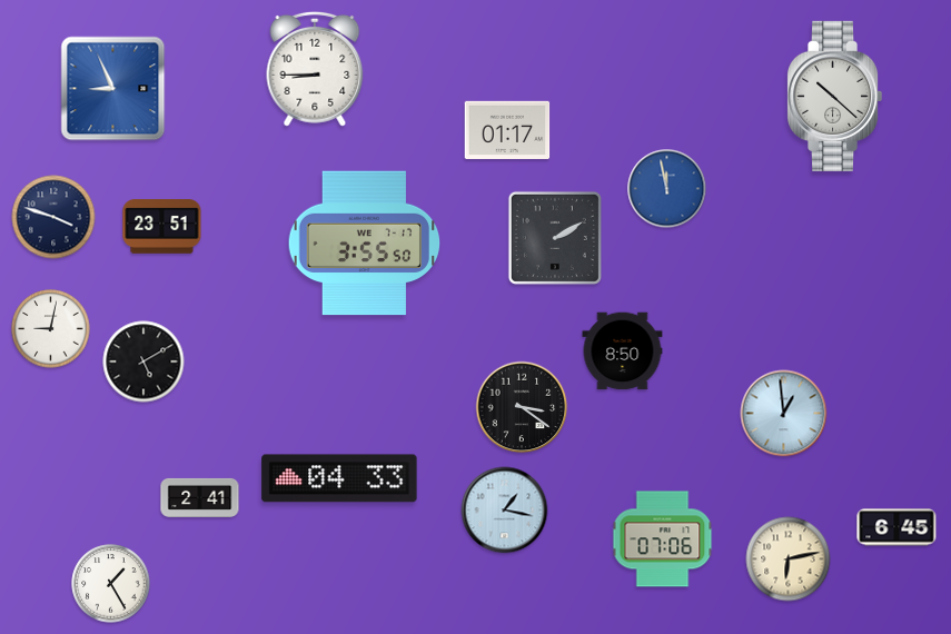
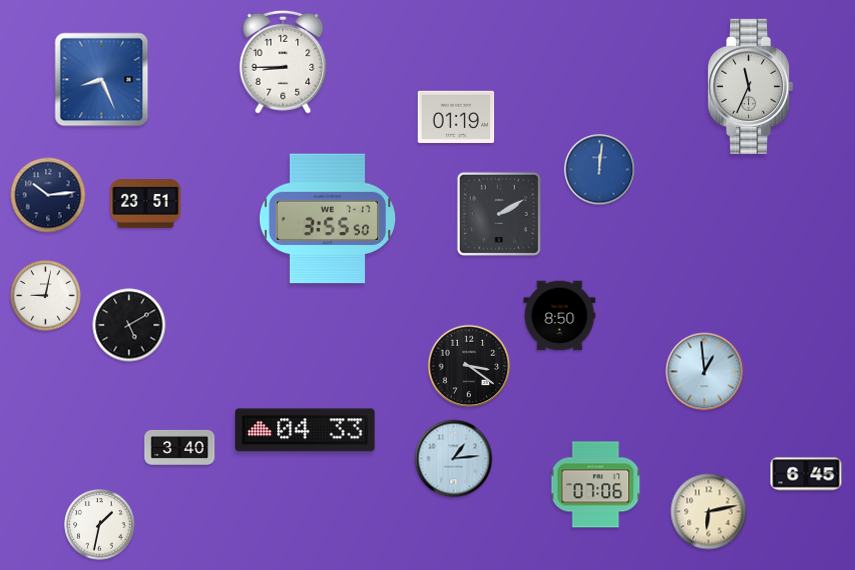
clock at (113, 89): 8:56 -> 8:26
clock at (835, 96): 10:22 -> 11:34
clock at (507, 130): 01:17 -> 01:19
clock at (667, 189): 11:58 -> 12:01
clock at (53, 217): 3:48 -> 10:14
clock at (200, 497): 2:41 -> 3:40
clock at (505, 511): 1:17 -> 1:14
clock at (789, 559) position: (789, 559) -> (709, 512)
clock at (111, 584): 1:25 -> 1:32
